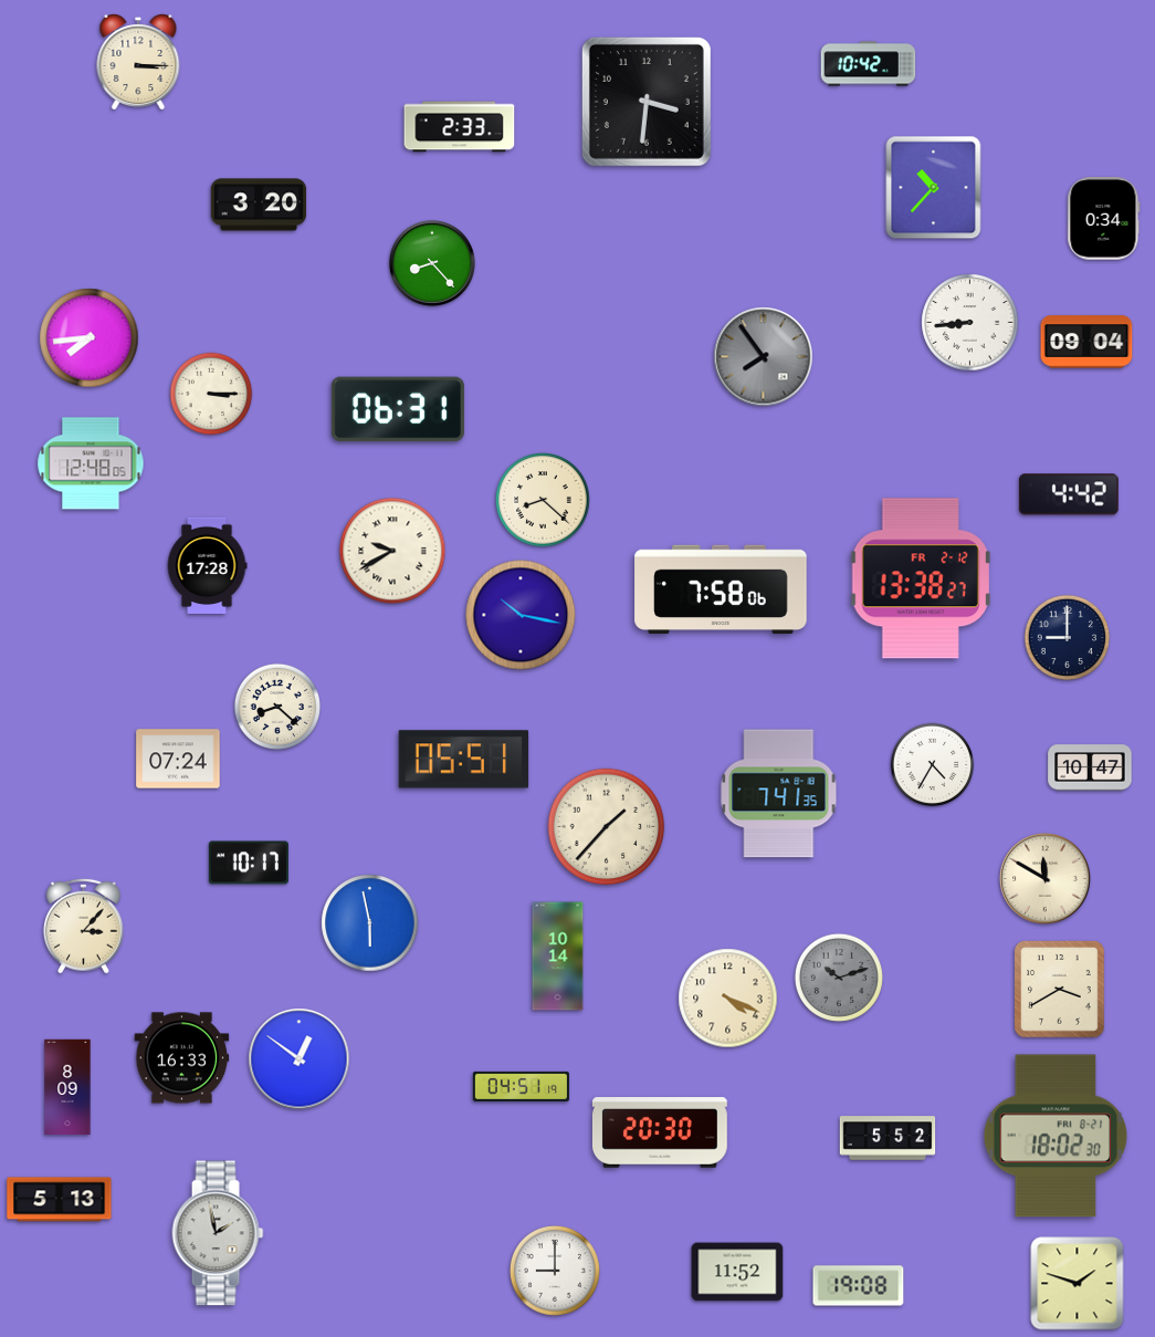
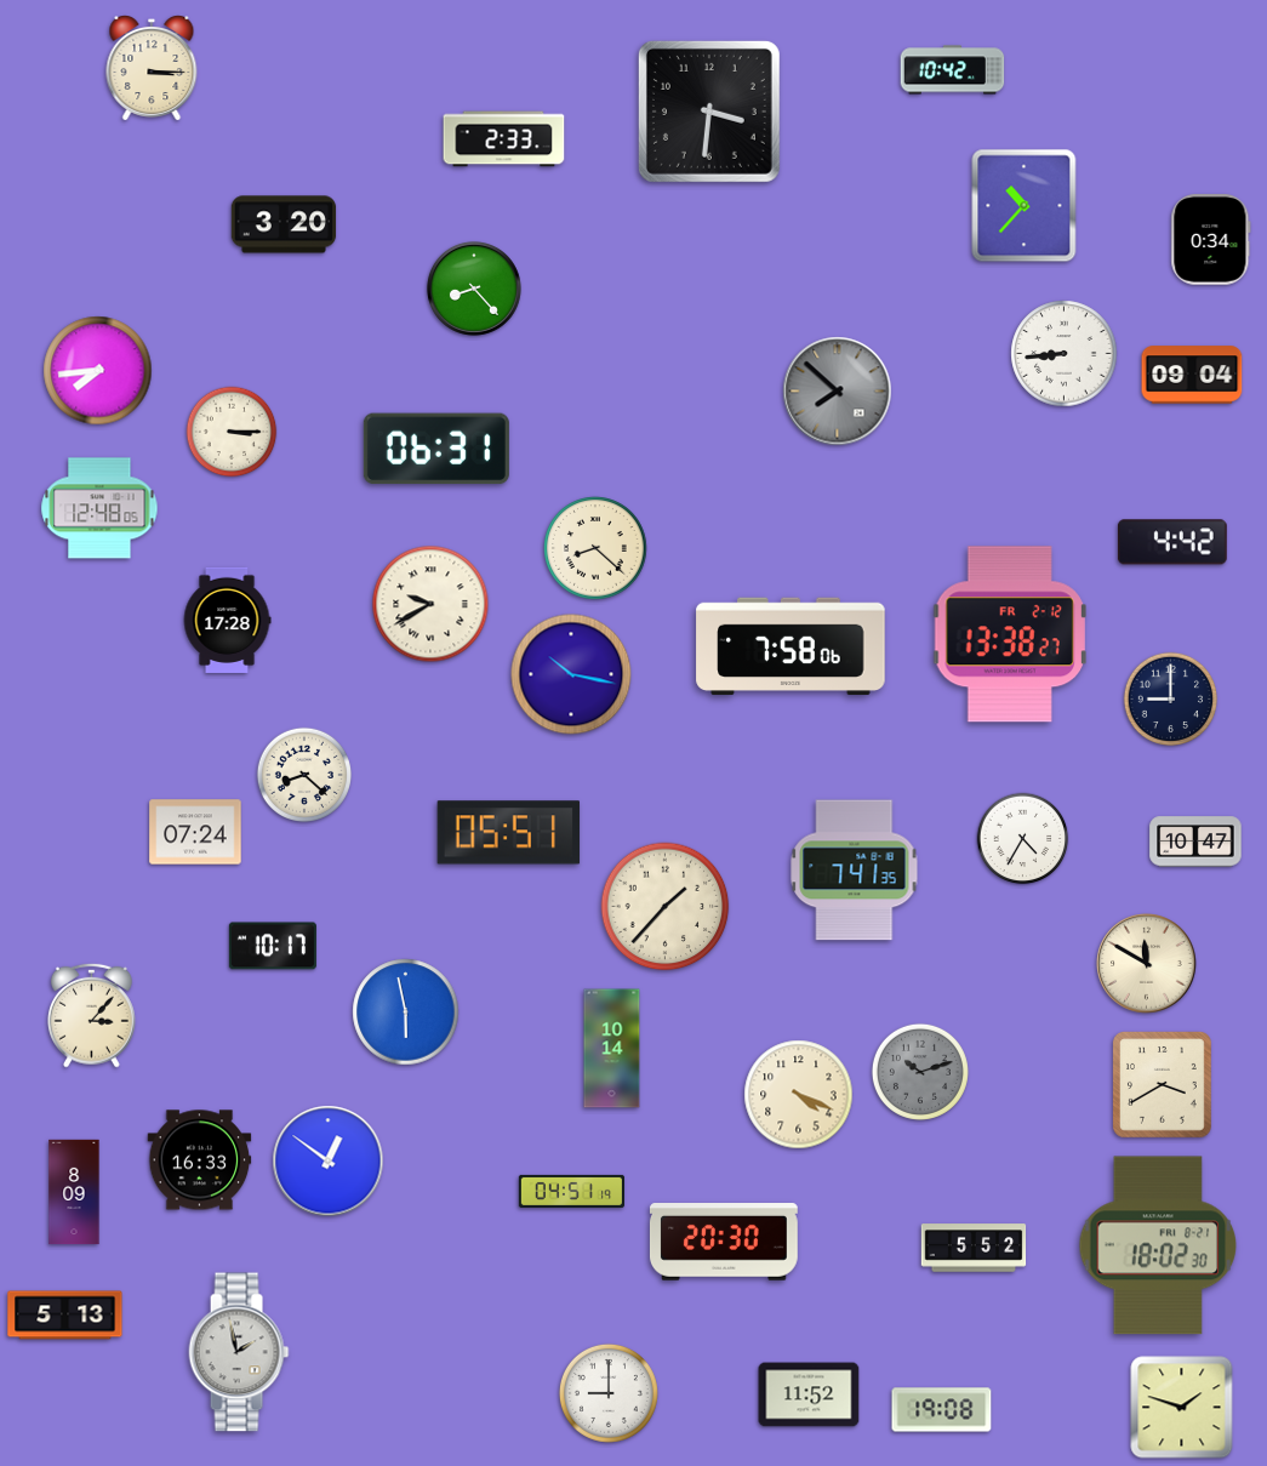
clock at (764, 357): 7:54 -> 7:52
